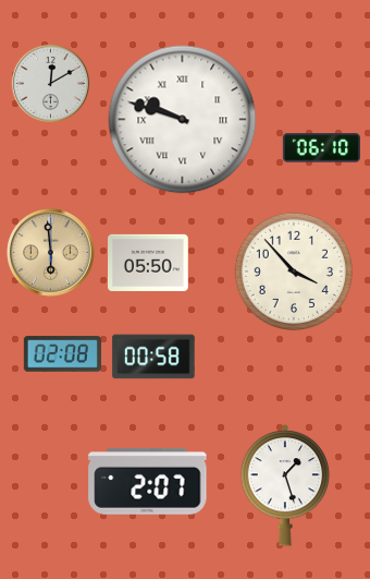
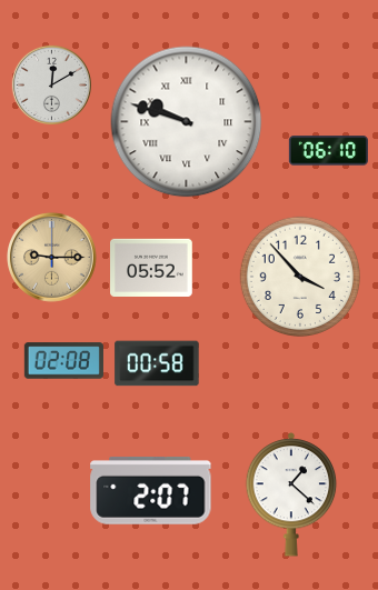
clock at (51, 253): 5:59 -> 9:15
clock at (148, 263): 05:50 -> 05:52
clock at (285, 485): 1:27 -> 1:22
